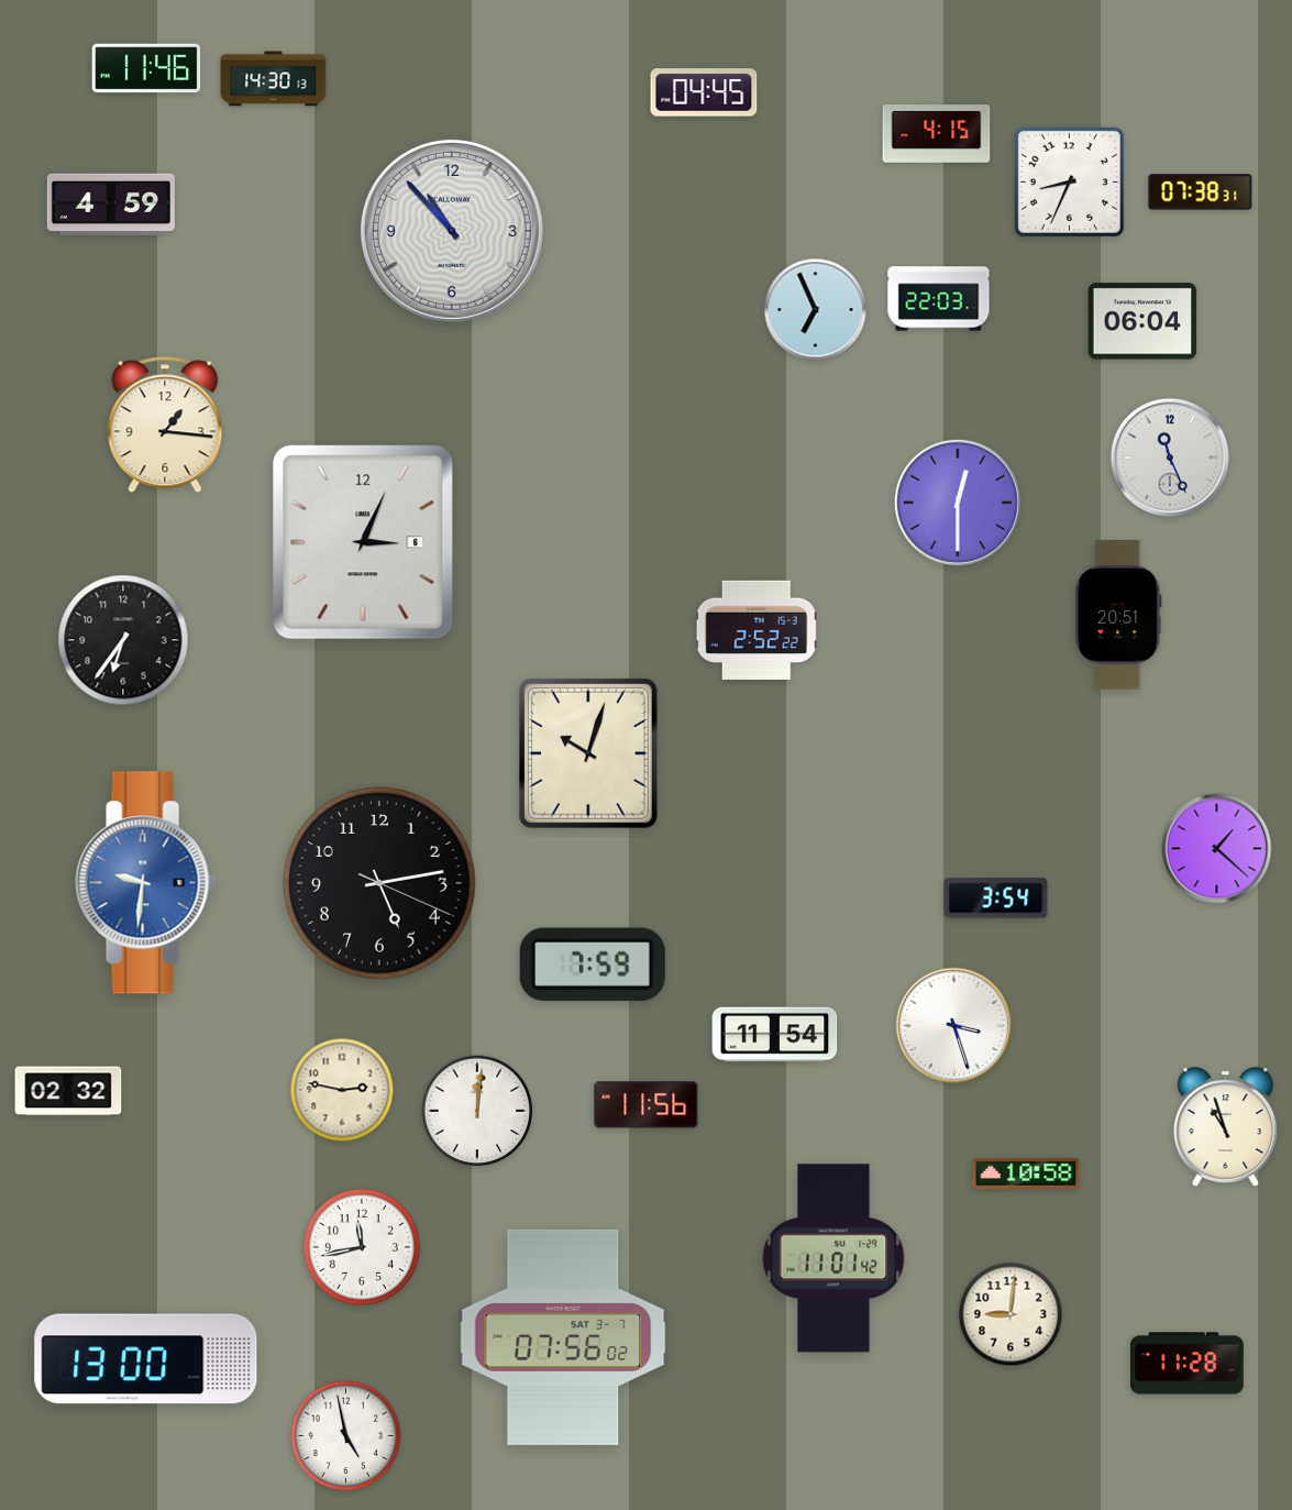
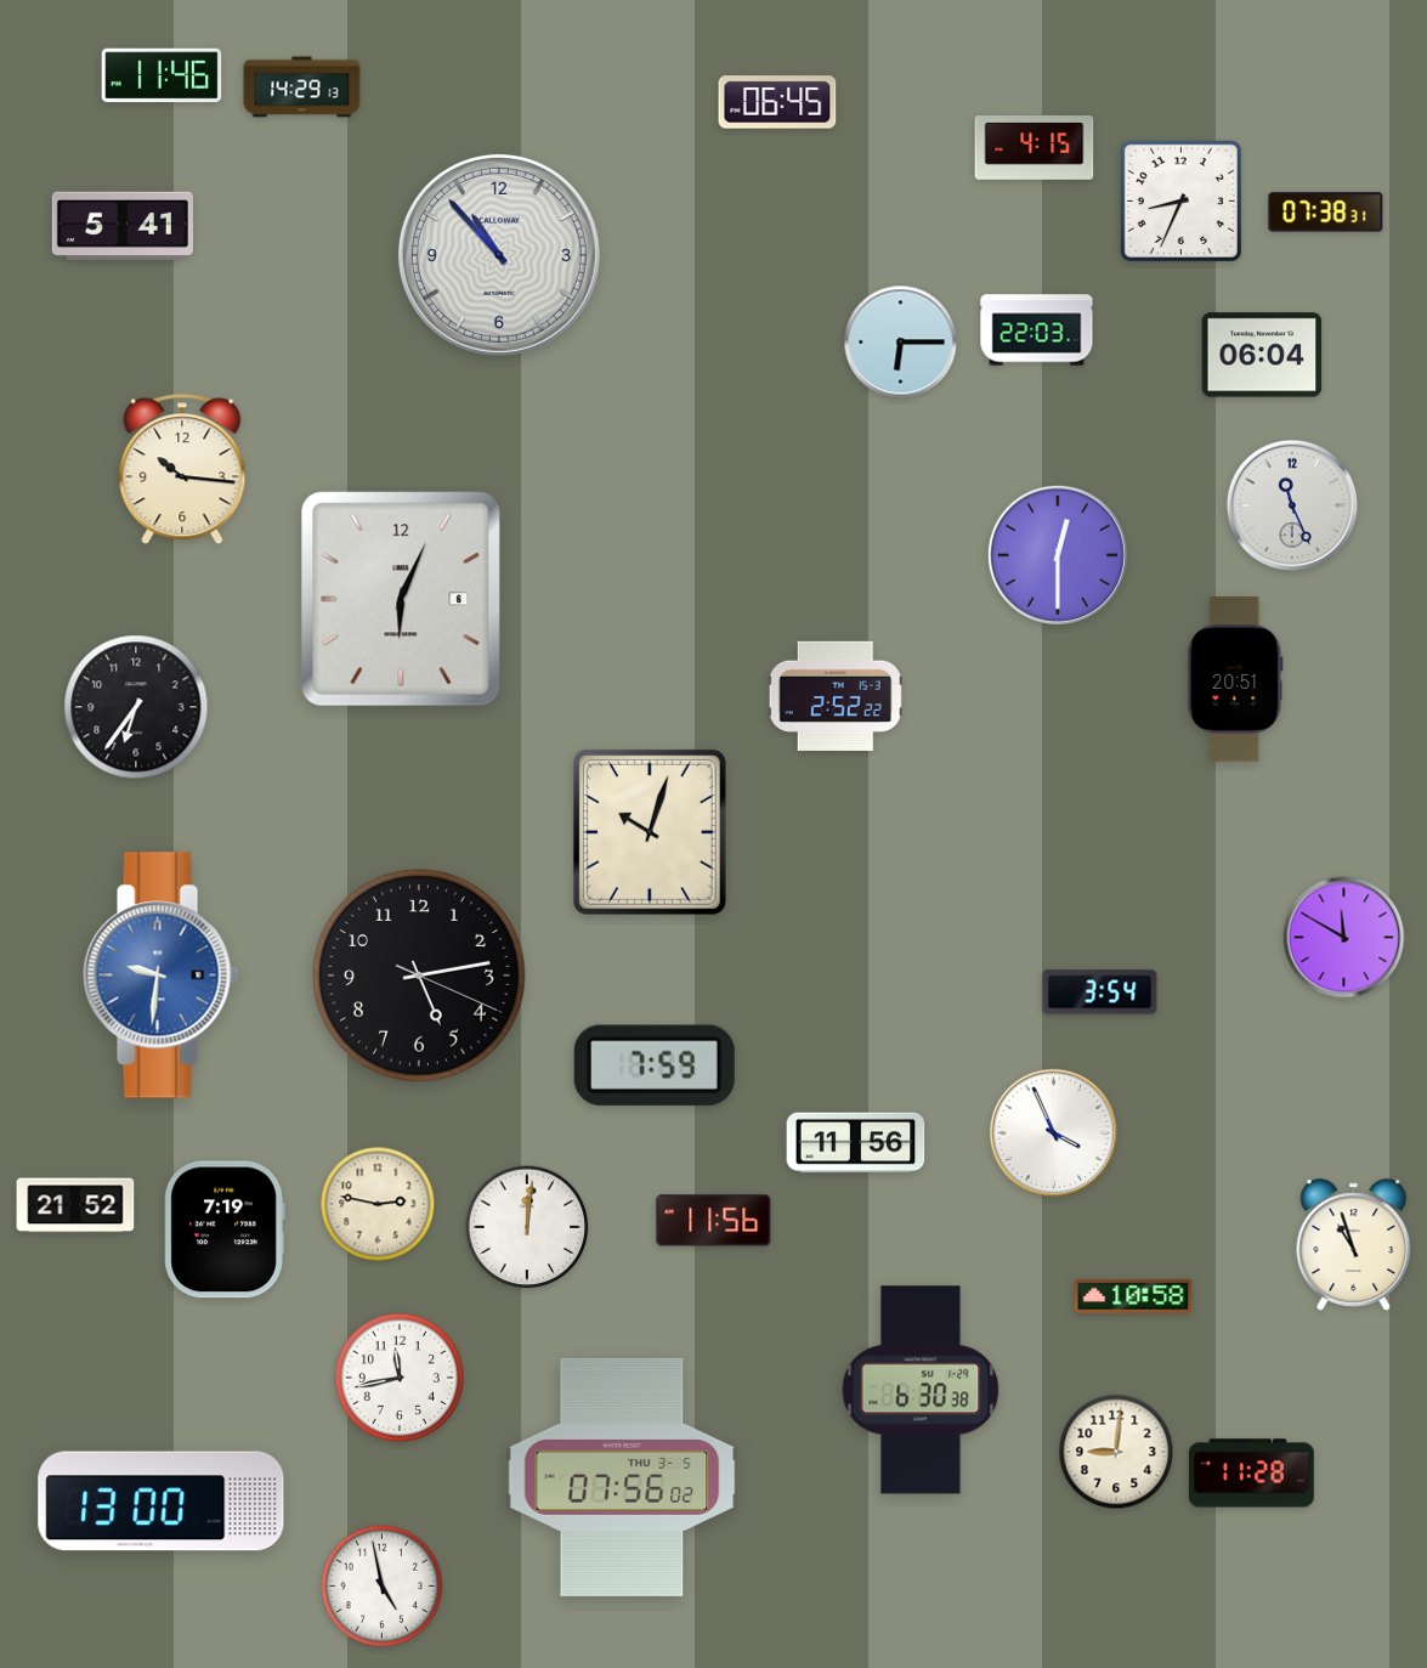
clock at (274, 79): 14:30 -> 14:29
clock at (704, 92): 04:45 -> 06:45
clock at (111, 203): 4:59 -> 5:41
clock at (816, 310): 6:56 -> 6:15
clock at (165, 425): 1:16 -> 10:16
clock at (363, 542): 3:04 -> 6:04
clock at (1217, 849): 1:22 -> 11:50
clock at (954, 1026): 3:27 -> 3:56
clock at (775, 1035): 11:54 -> 11:56
clock at (68, 1091): 02:32 -> 21:52
clock at (225, 1229): none -> 7:19
clock at (833, 1258): 11:01 -> 6:30
clock at (563, 1337) date: SAT 3-7 -> THU 3-5
clock at (1186, 1364) position: (1186, 1364) -> (1251, 1474)
